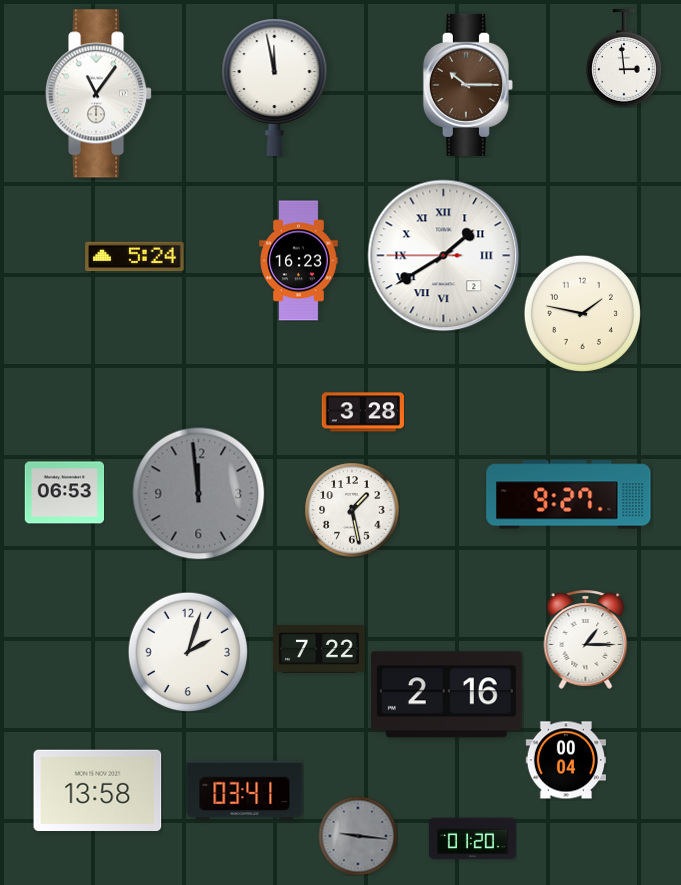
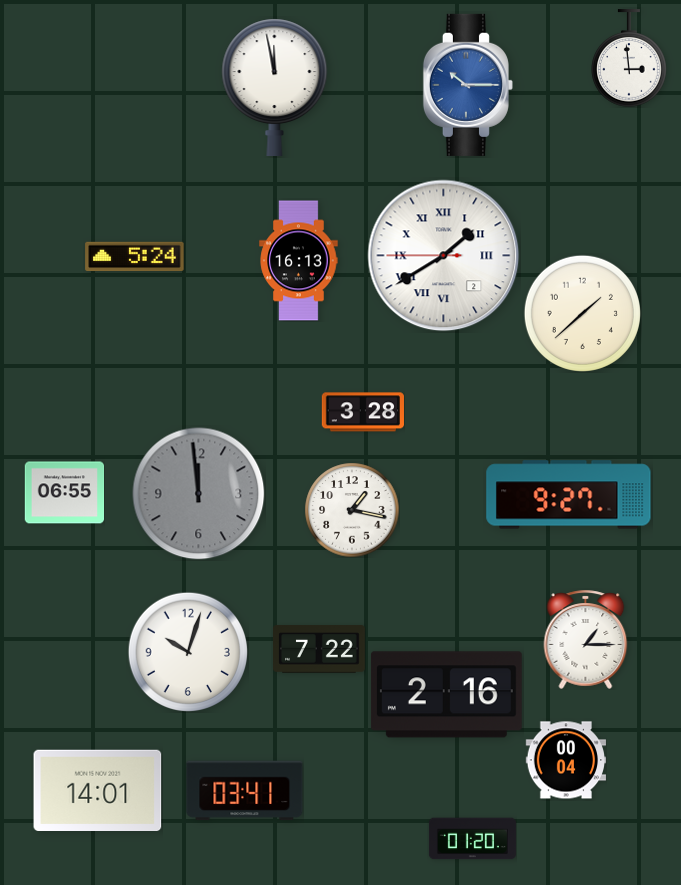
clock at (625, 58) position: (625, 58) -> (630, 58)
clock at (468, 85) dial: brown -> blue
clock at (99, 94): 11:06 -> none
clock at (299, 261): 16:23 -> 16:13
clock at (582, 313): 1:47 -> 1:38
clock at (64, 493): 06:53 -> 06:55
clock at (352, 510): 1:28 -> 1:17
clock at (188, 652): 2:03 -> 10:03
clock at (98, 790): 13:58 -> 14:01
clock at (358, 836): 9:16 -> none
